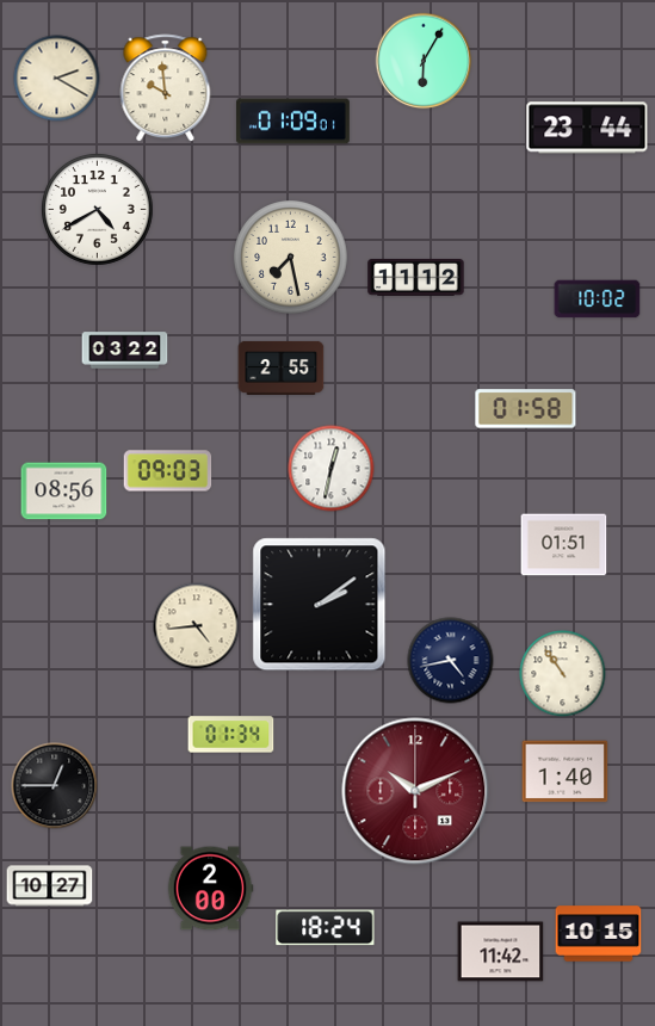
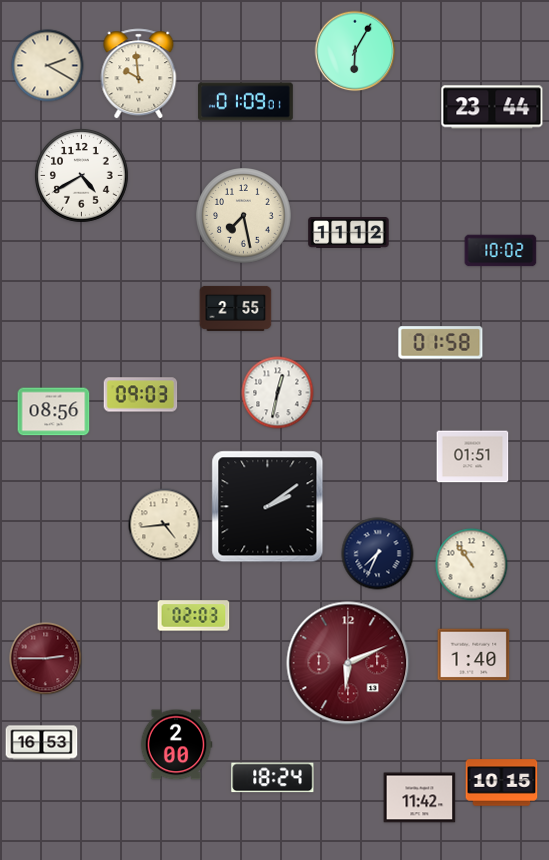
clock at (125, 351): 03:22 -> none
clock at (451, 661): 4:43 -> 7:34
clock at (231, 735): 01:34 -> 02:03
clock at (566, 772) position: (566, 772) -> (474, 655)
clock at (55, 786): 12:45 -> 2:45
clock at (55, 786) dial: black -> burgundy
clock at (415, 791): 10:11 -> 6:11
clock at (50, 886): 10:27 -> 16:53
